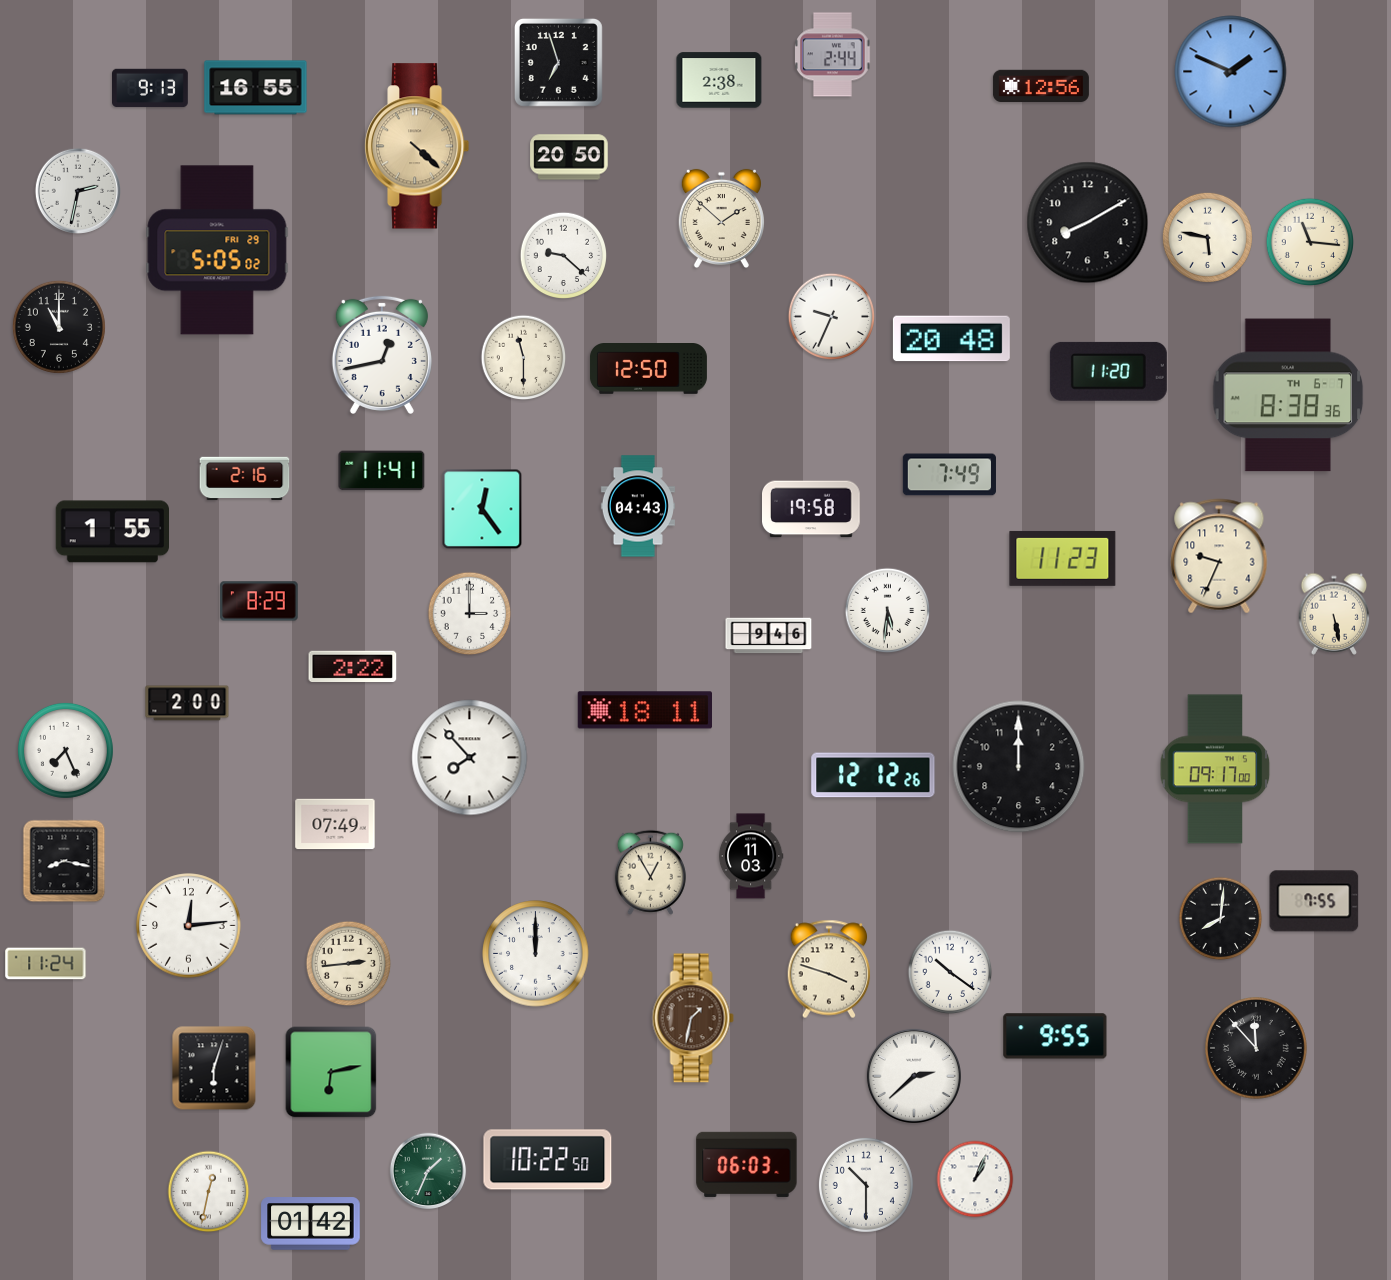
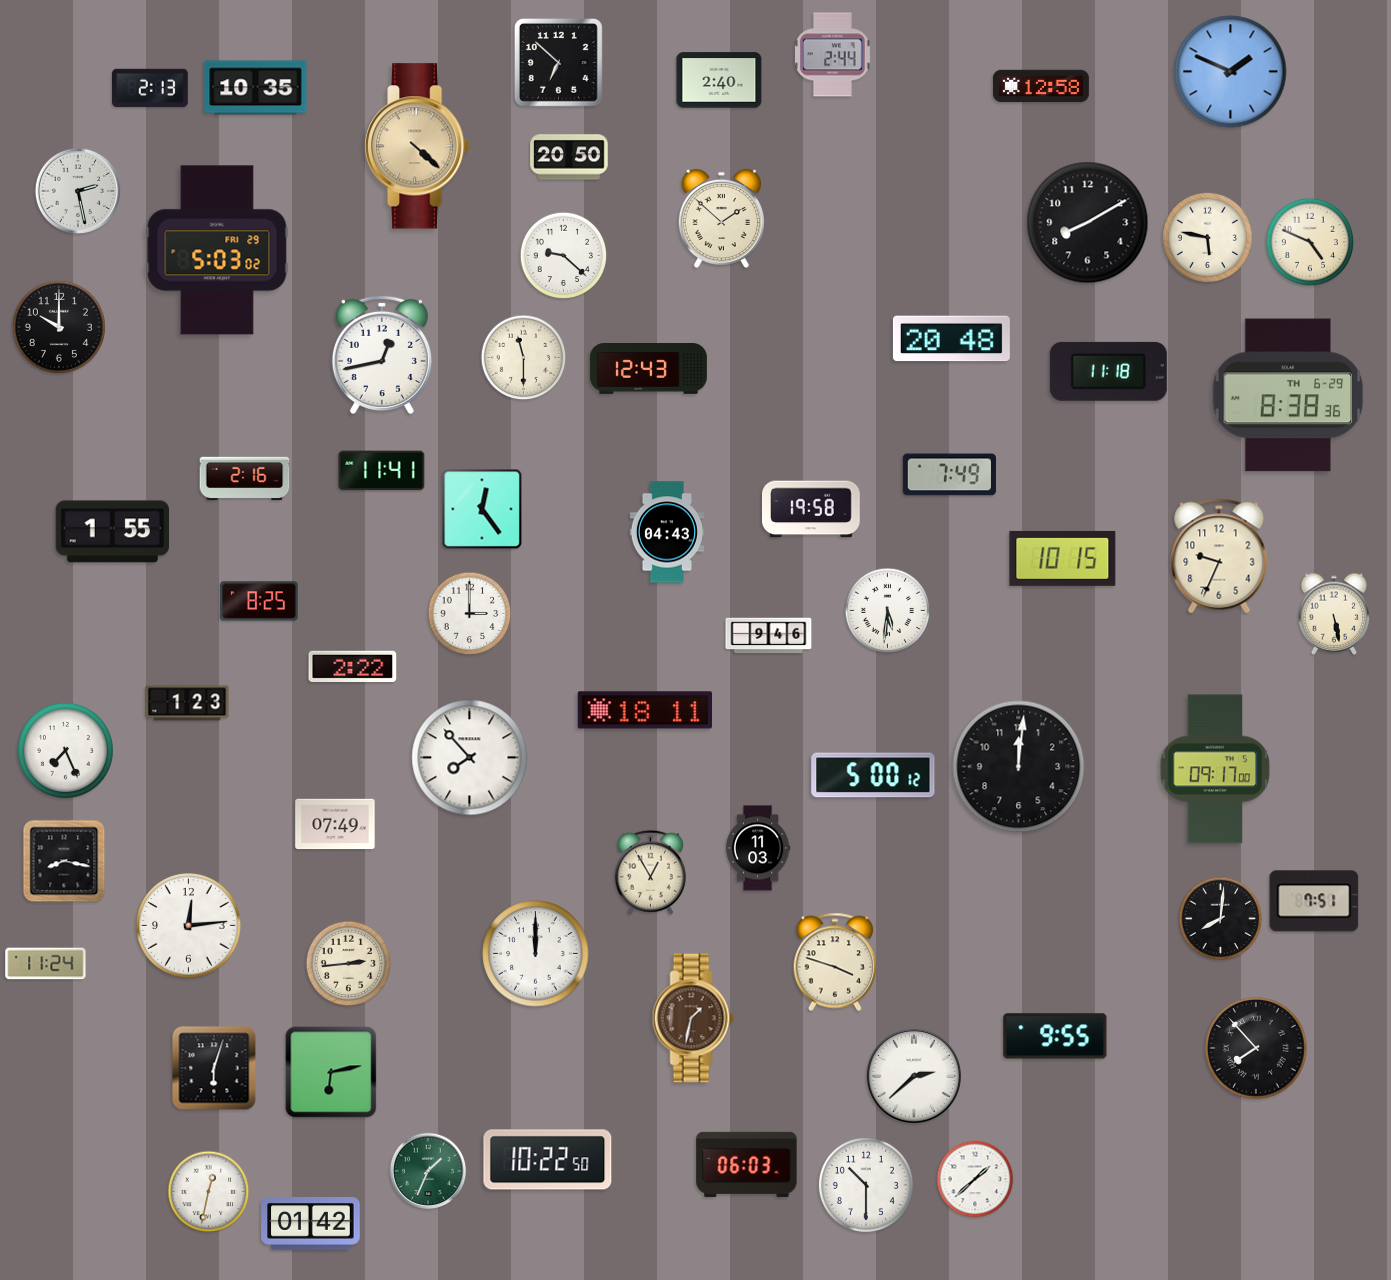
clock at (558, 62): 6:57 -> 6:52
clock at (719, 80): 2:38 -> 2:40
clock at (1041, 86): 12:56 -> 12:58
clock at (151, 88): 9:13 -> 2:13
clock at (256, 88): 16:55 -> 10:35
clock at (77, 190): 2:32 -> 2:28
clock at (1309, 241): 11:16 -> 4:49
clock at (217, 250): 5:05 -> 5:03
clock at (832, 317): 9:34 -> none
clock at (59, 327): 11:00 -> 10:00
clock at (648, 369): 12:50 -> 12:43
clock at (1108, 371): 11:20 -> 11:18
clock at (1288, 395) date: TH 6-7 -> TH 6-29
clock at (638, 506) position: (638, 506) -> (667, 532)
clock at (1063, 558): 11:23 -> 10:15
clock at (259, 601): 8:29 -> 8:25
clock at (187, 703): 2:00 -> 1:23
clock at (1019, 767): 12:00 -> 12:01
clock at (873, 775): 12:12 -> 5:00
clock at (751, 856) position: (751, 856) -> (758, 848)
clock at (1314, 901): 7:55 -> 7:51
clock at (829, 969) position: (829, 969) -> (835, 962)
clock at (950, 972): 10:21 -> none
clock at (1256, 1048): 11:53 -> 7:53
clock at (975, 1179): 1:04 -> 1:38
